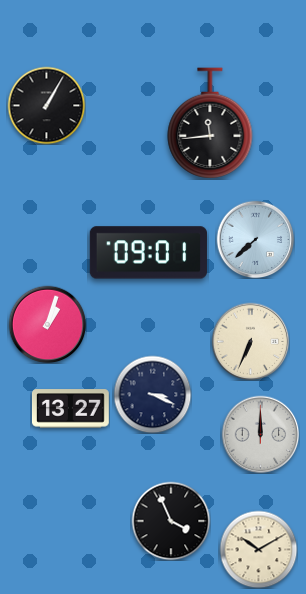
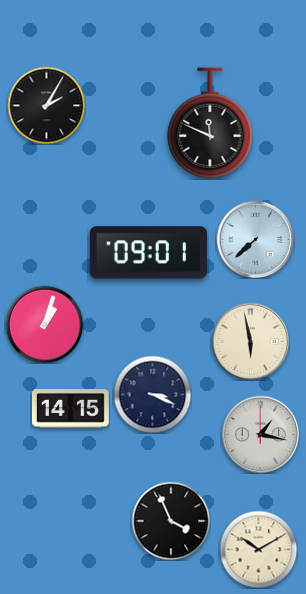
clock at (46, 105): 1:05 -> 2:05
clock at (210, 123): 11:44 -> 11:49
clock at (47, 324) position: (47, 324) -> (44, 324)
clock at (250, 341): 6:34 -> 5:58
clock at (70, 409): 13:27 -> 14:15
clock at (260, 434): 12:00 -> 1:17
